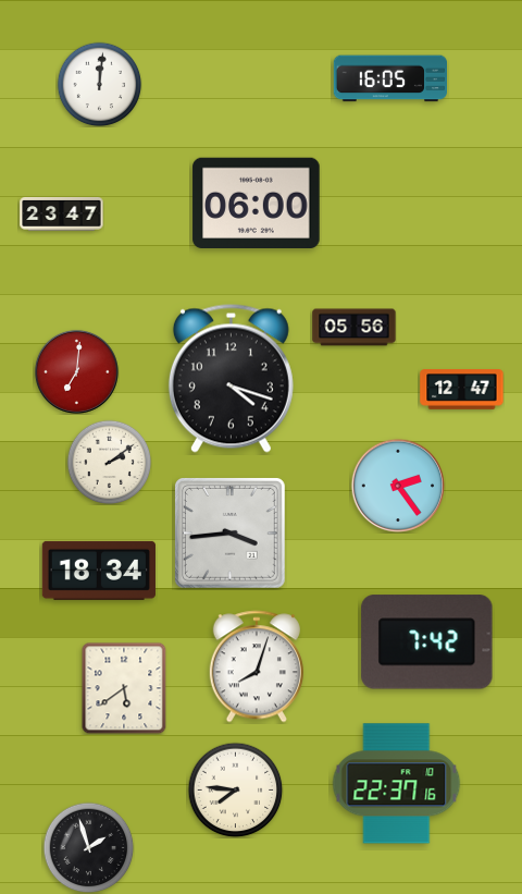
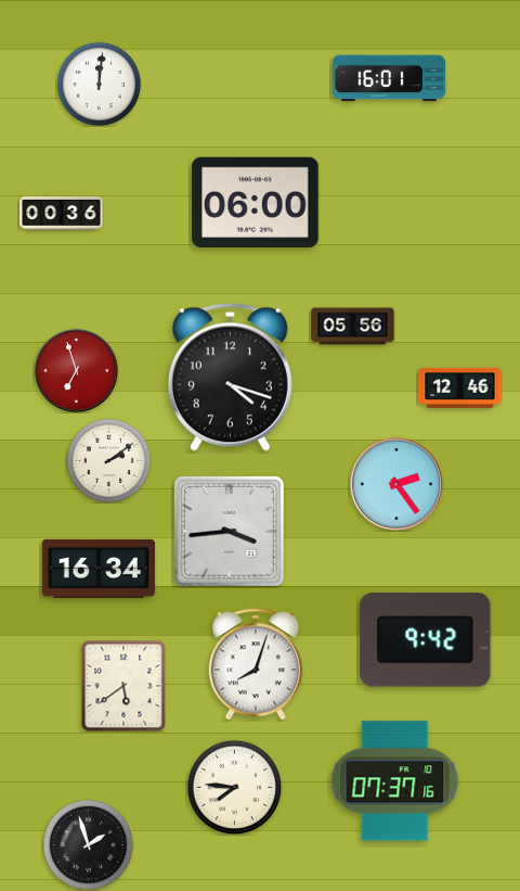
clock at (389, 78): 16:05 -> 16:01
clock at (62, 213): 23:47 -> 00:36
clock at (76, 371): 7:01 -> 6:57
clock at (462, 390): 12:47 -> 12:46
clock at (99, 571): 18:34 -> 16:34
clock at (427, 642): 7:42 -> 9:42
clock at (397, 784): 22:37 -> 07:37
